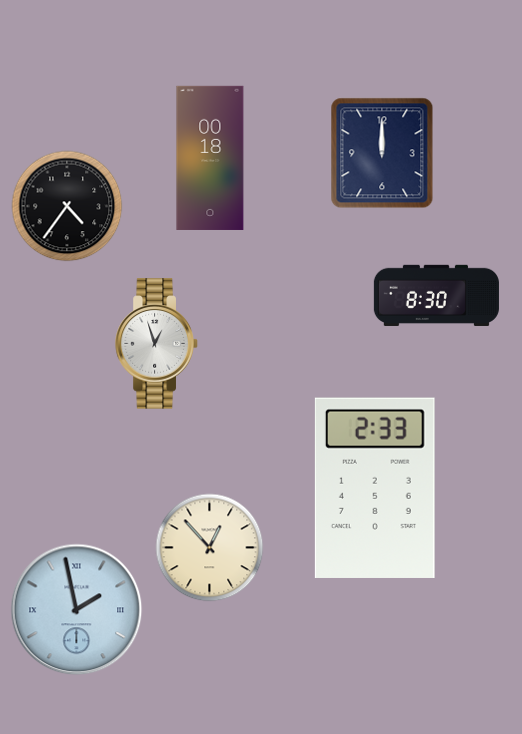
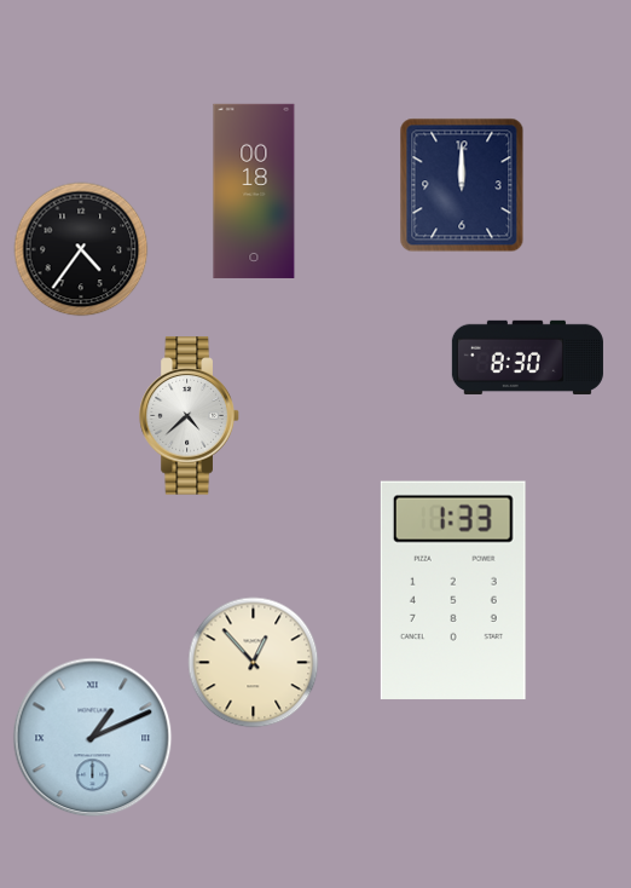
clock at (157, 344): 12:57 -> 4:38
clock at (375, 488): 2:33 -> 1:33
clock at (77, 610): 1:58 -> 1:11
